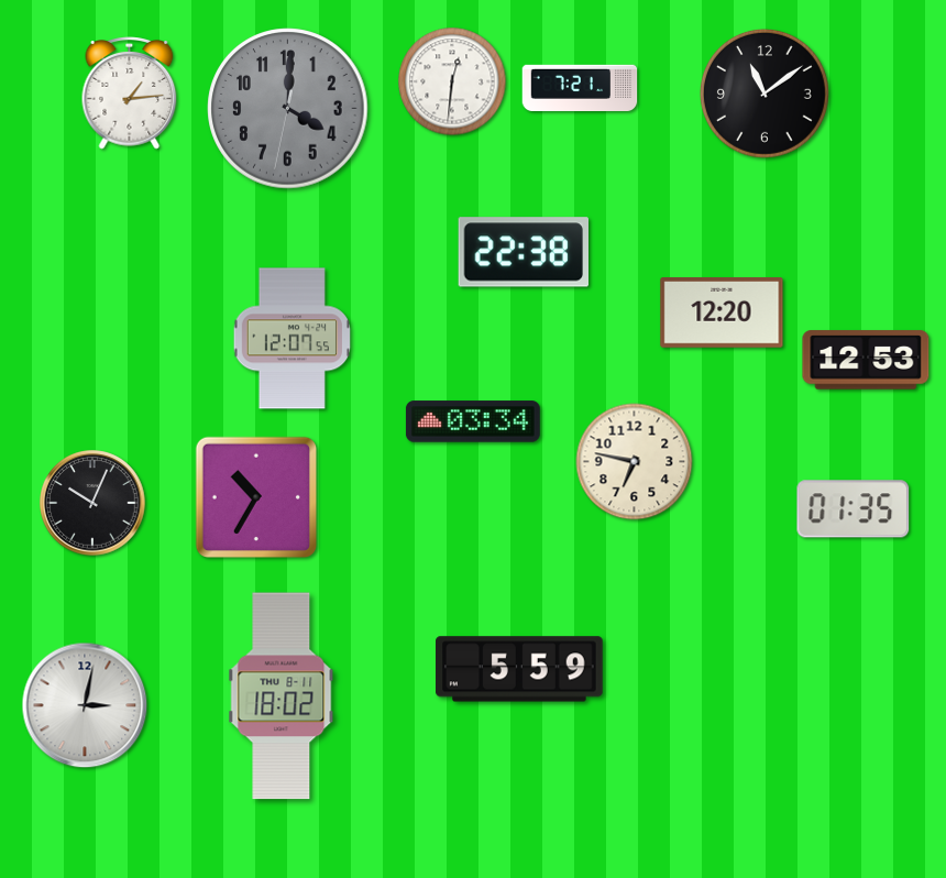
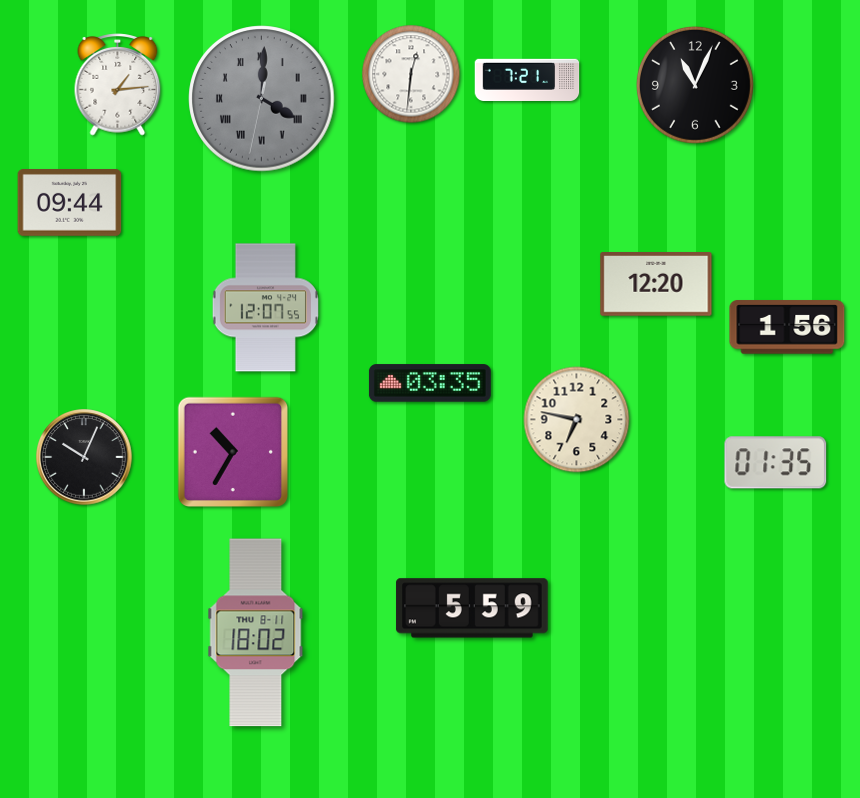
clock at (765, 94): 11:09 -> 11:04
clock at (288, 109) numerals: Arabic -> Roman
clock at (70, 203): none -> 09:44
clock at (522, 252): 22:38 -> none
clock at (866, 360): 12:53 -> 1:56
clock at (473, 421): 03:34 -> 03:35
clock at (85, 705): 3:02 -> none
